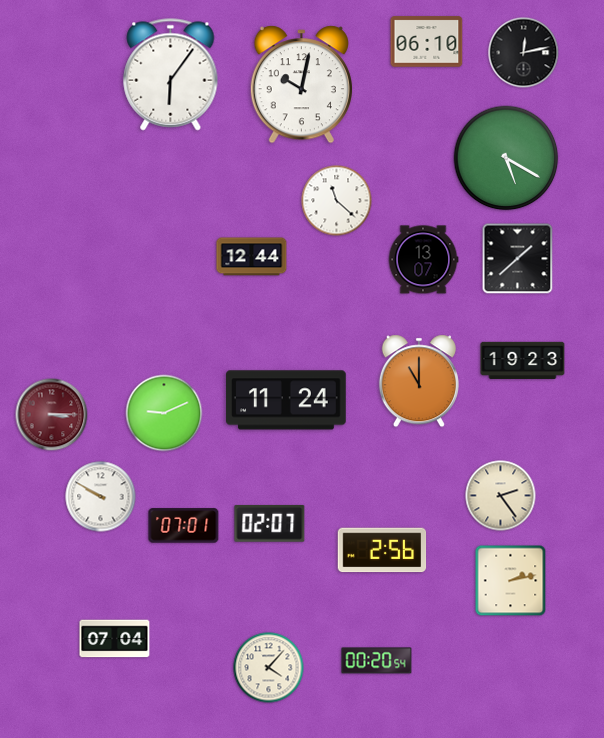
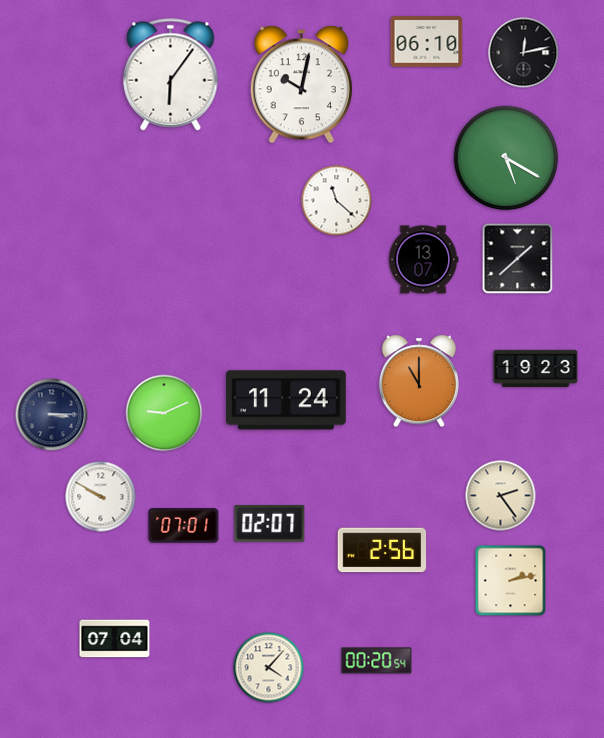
clock at (252, 257): 12:44 -> none
clock at (523, 360) position: (523, 360) -> (536, 368)
clock at (52, 415) dial: burgundy -> navy
